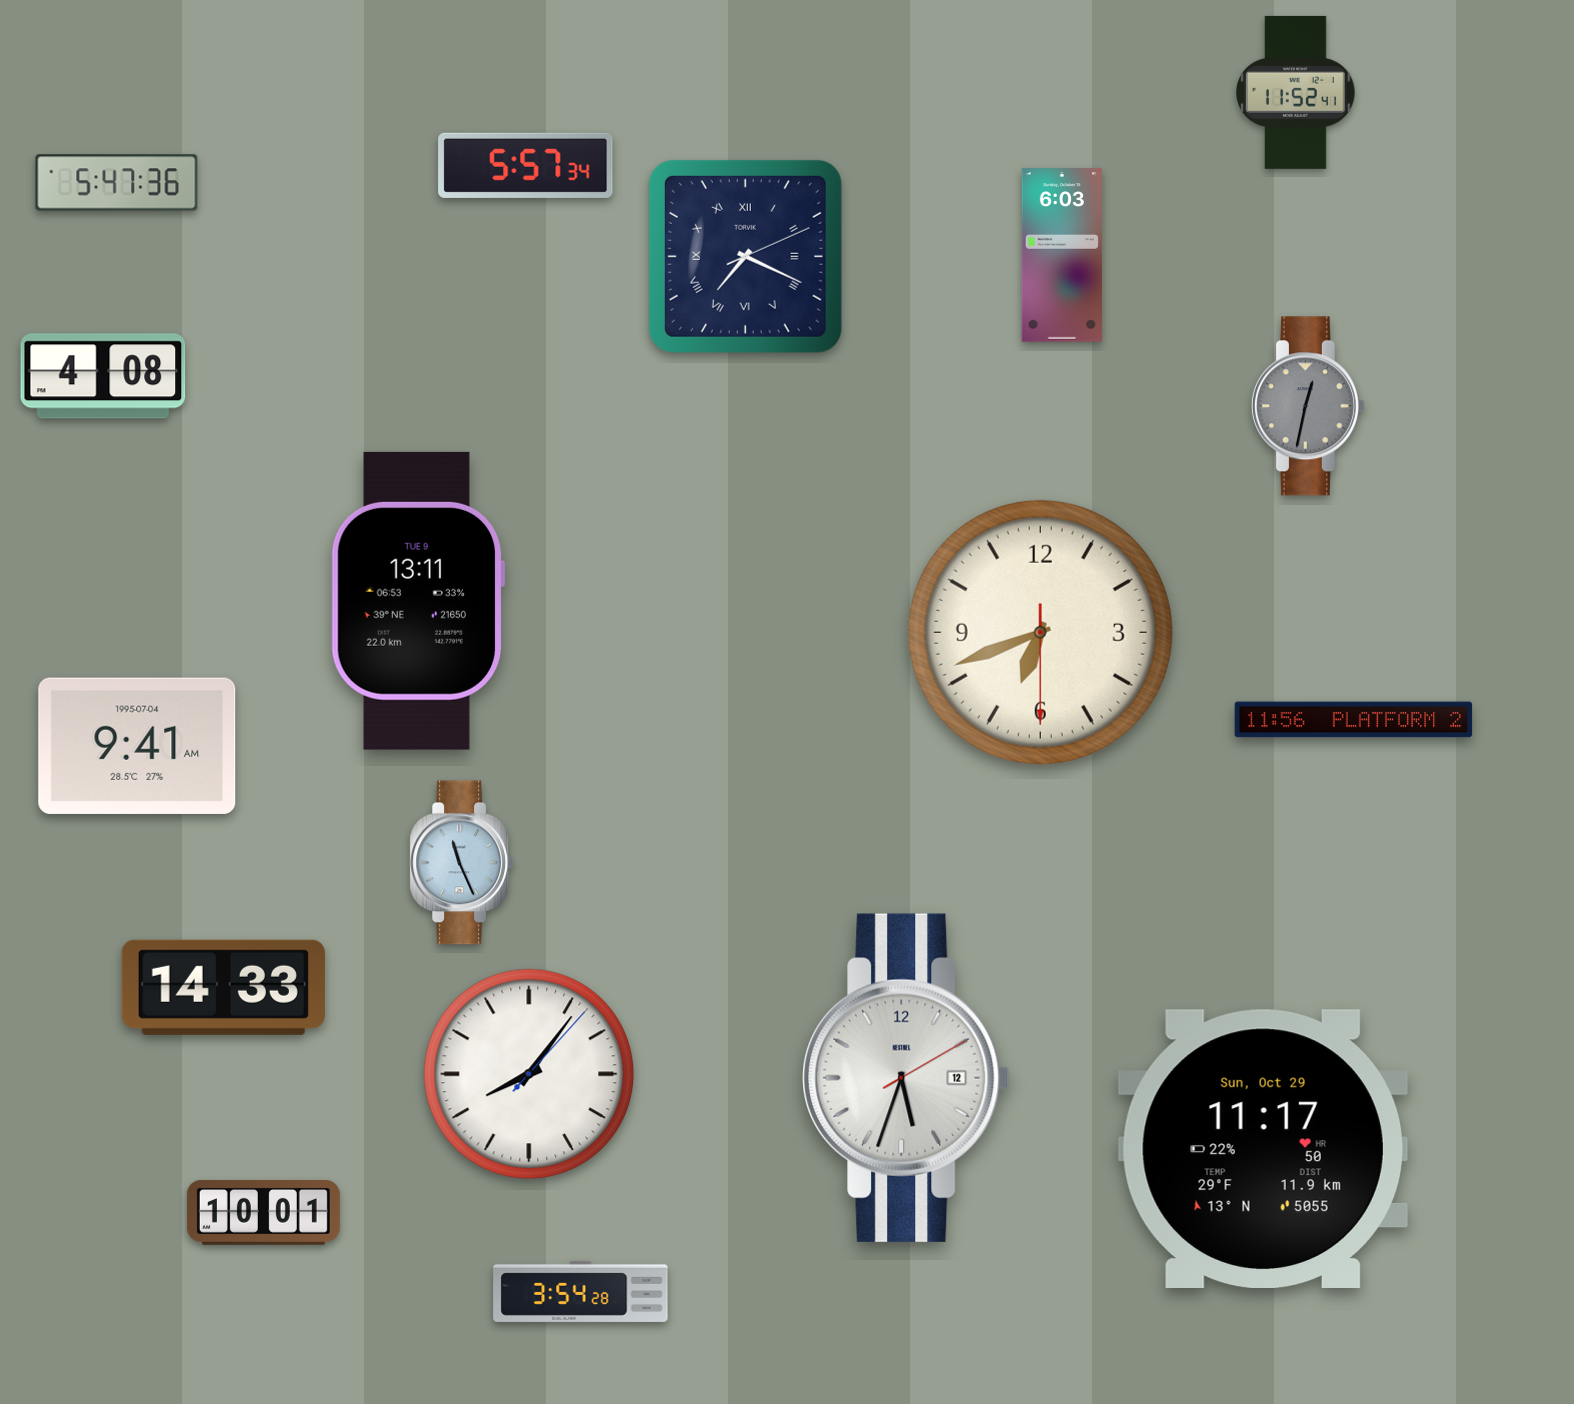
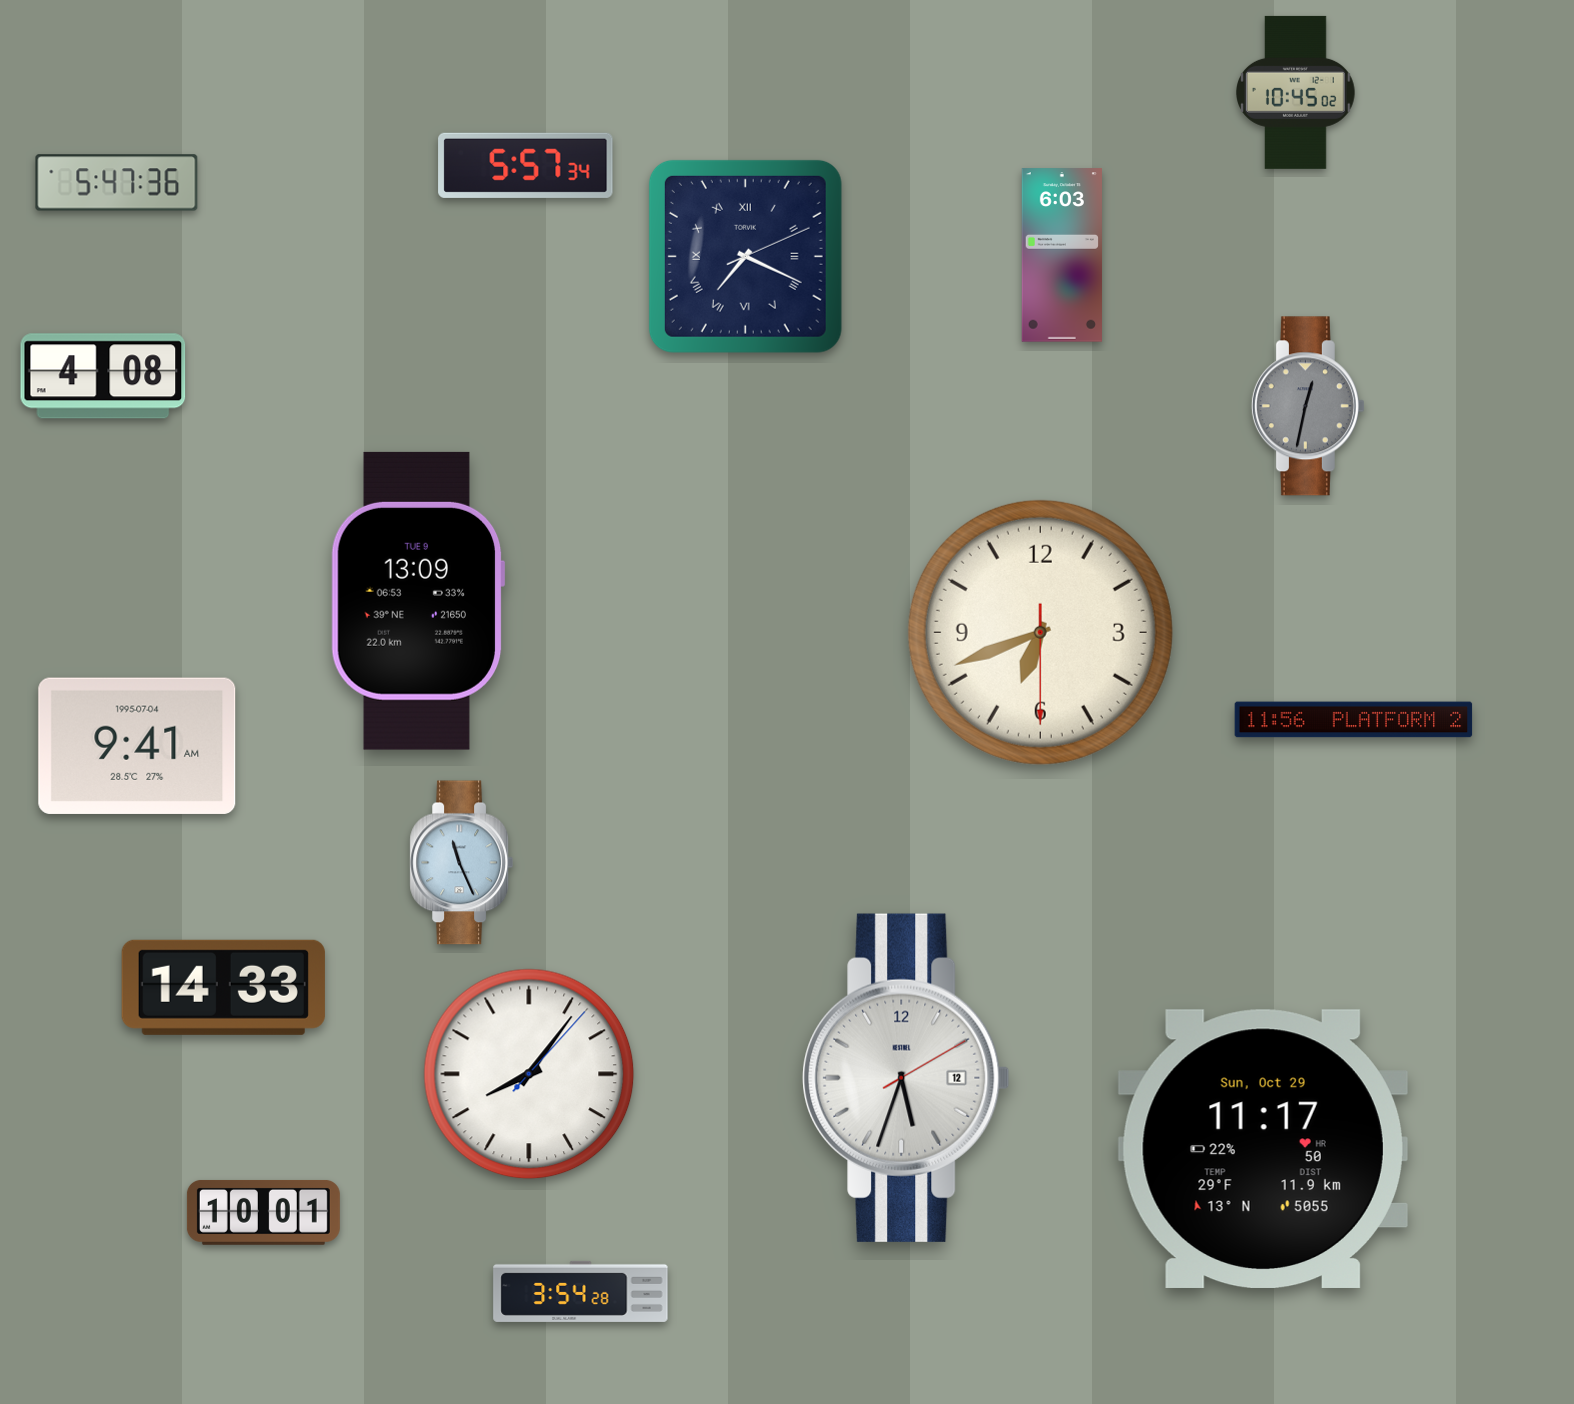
clock at (1296, 92): 11:52 -> 10:45
clock at (418, 601): 13:11 -> 13:09
